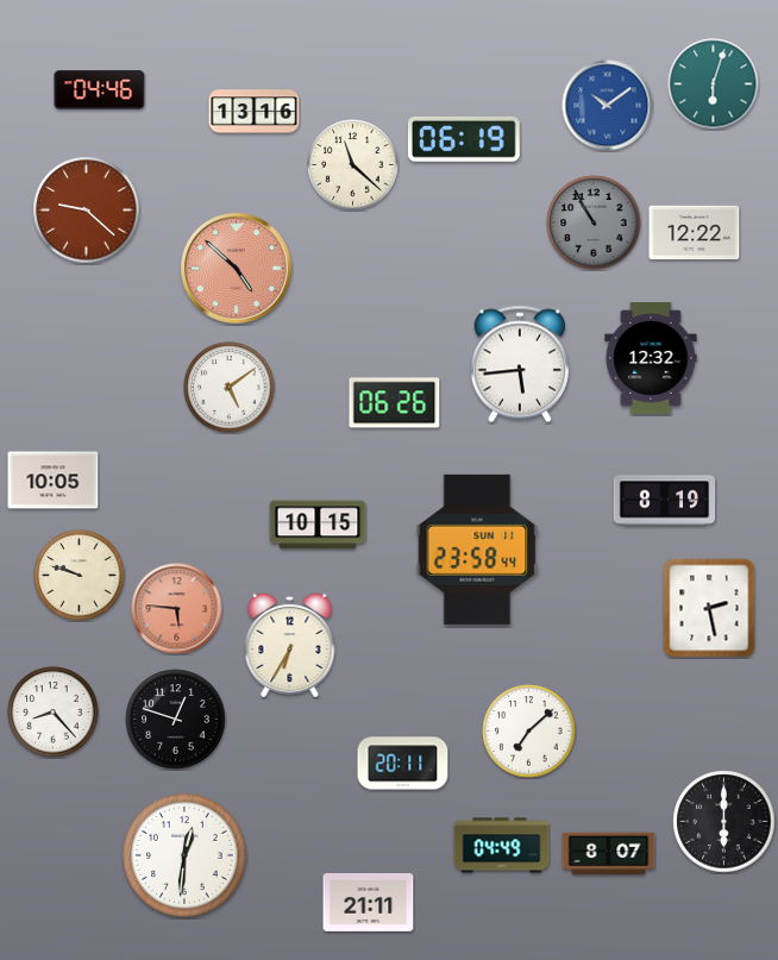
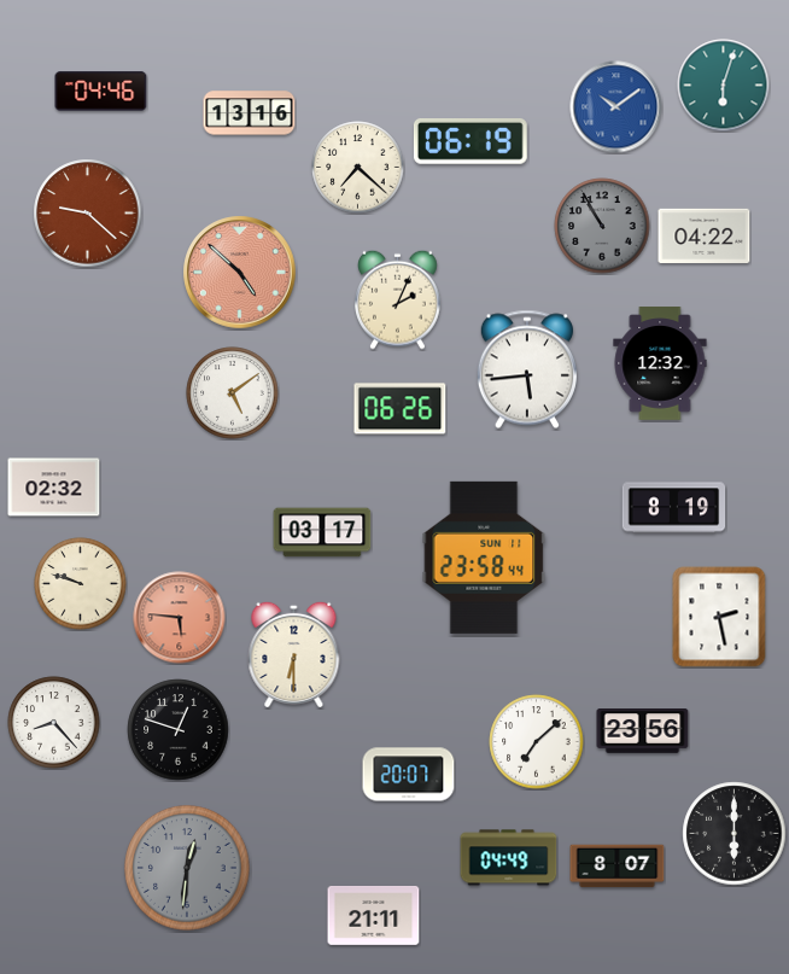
clock at (255, 112) position: (255, 112) -> (250, 113)
clock at (353, 165): 11:22 -> 7:22
clock at (695, 233): 12:22 -> 04:22
clock at (398, 299): none -> 2:04
clock at (54, 481): 10:05 -> 02:32
clock at (318, 525): 10:15 -> 03:17
clock at (290, 644): 6:35 -> 6:30
clock at (643, 731): none -> 23:56
clock at (403, 764): 20:11 -> 20:07
clock at (184, 855) dial: white -> grey
